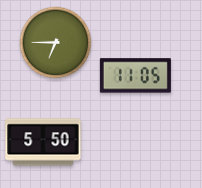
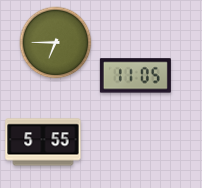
clock at (43, 142): 5:50 -> 5:55
